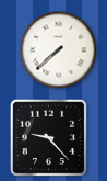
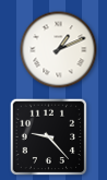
clock at (59, 50): 7:38 -> 1:11
